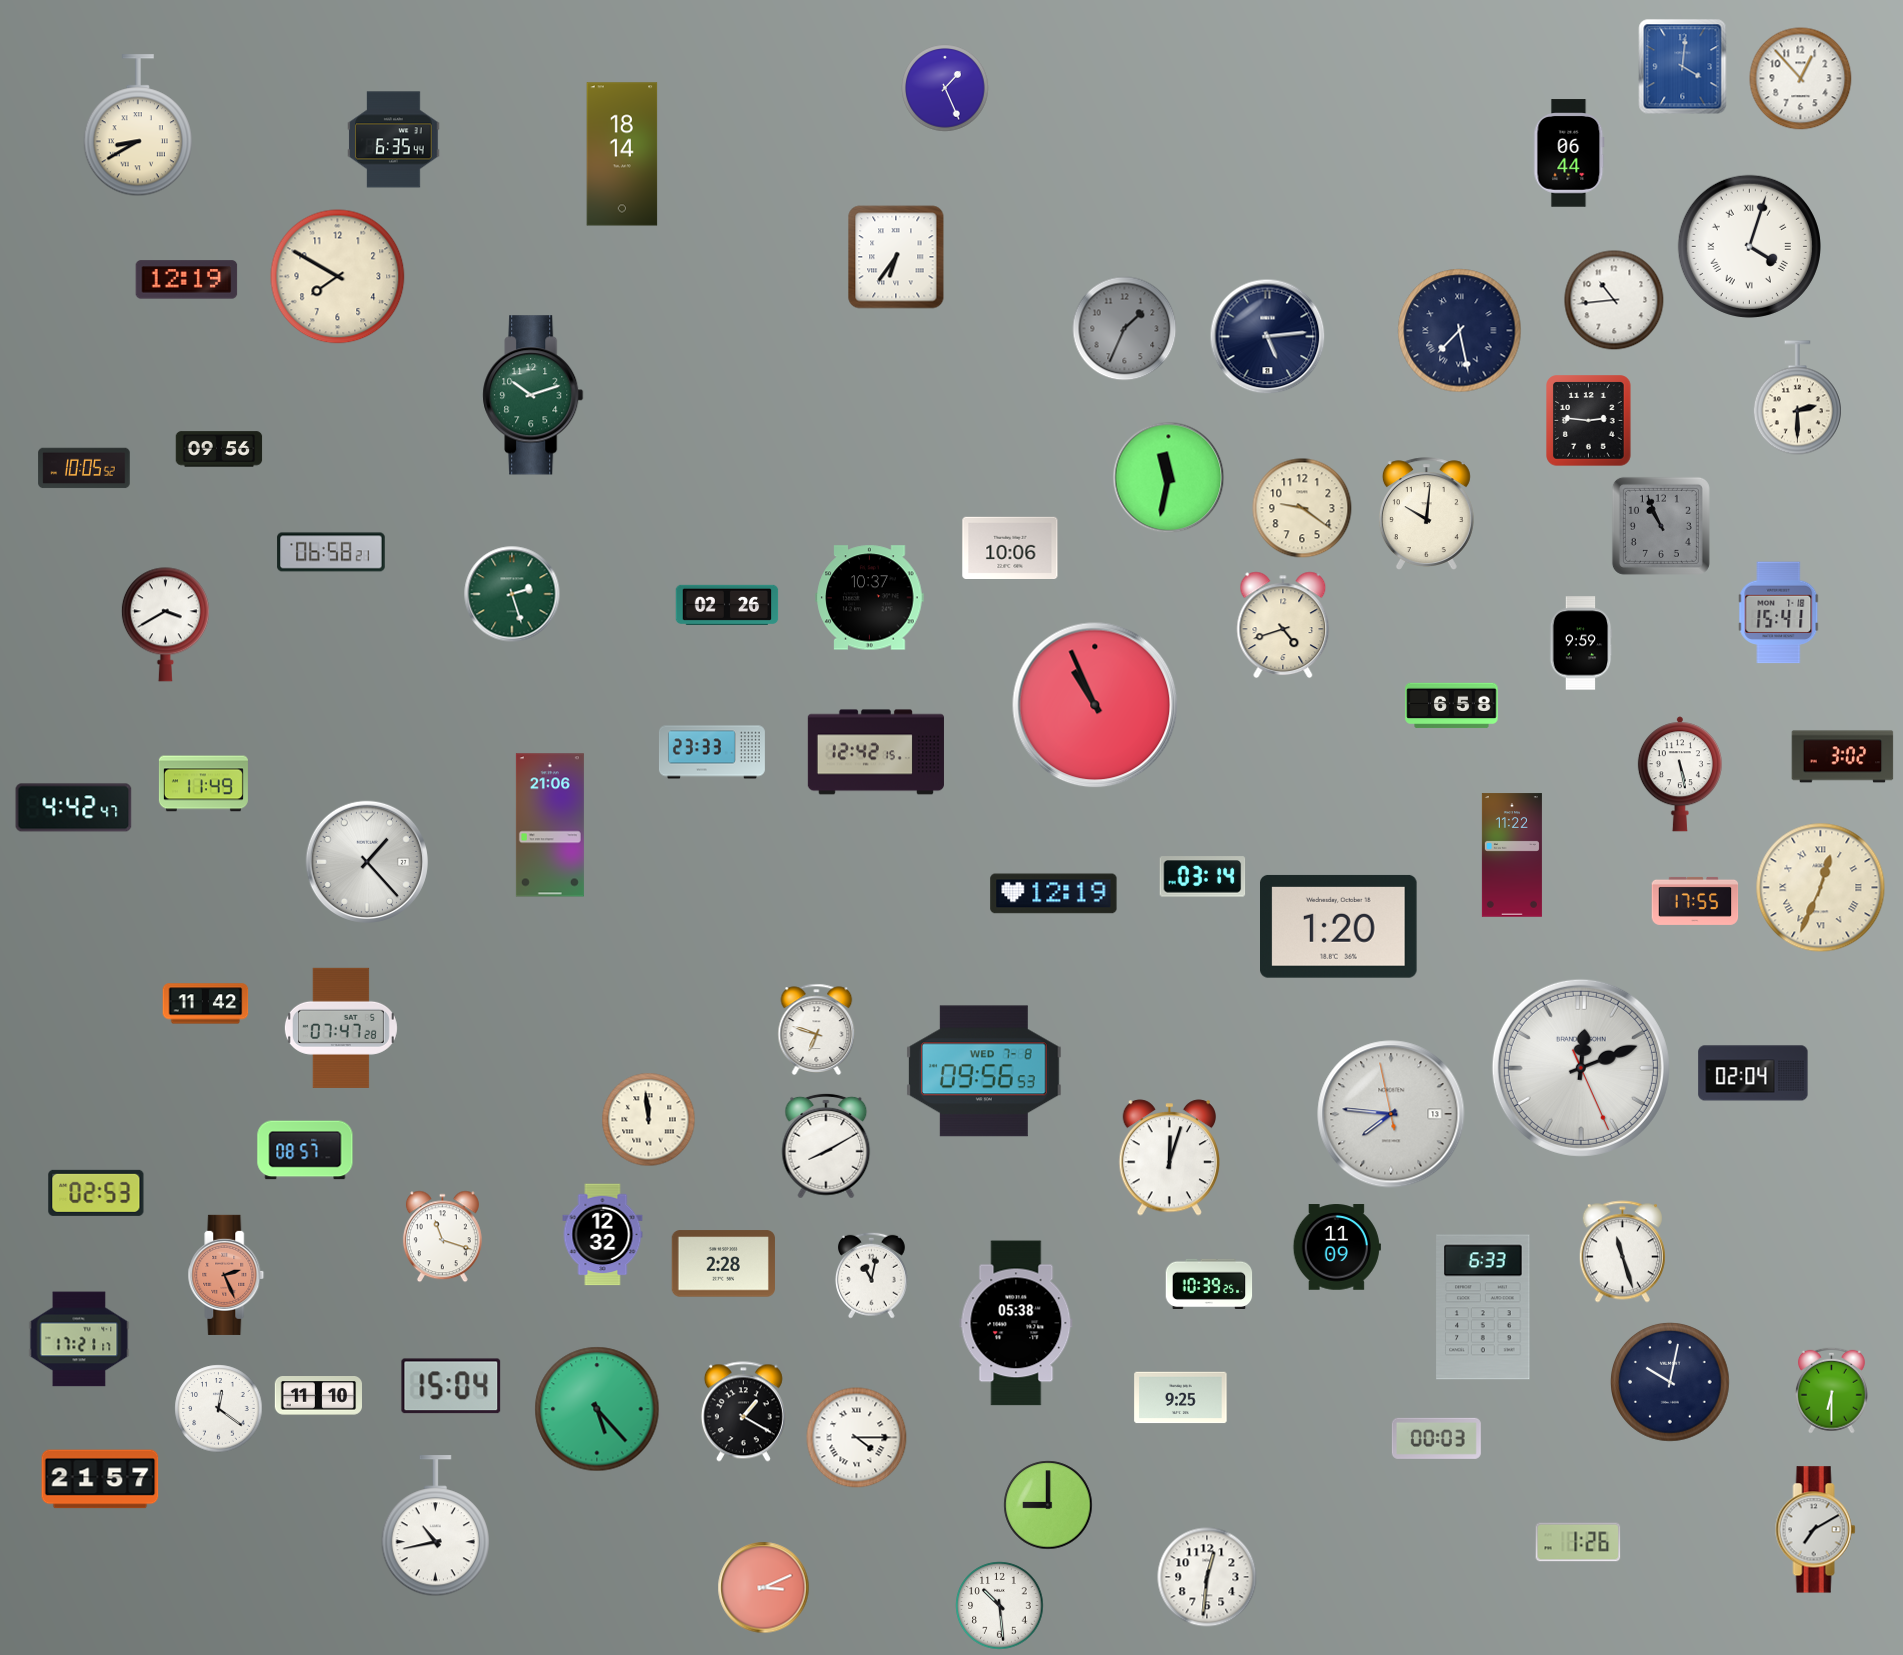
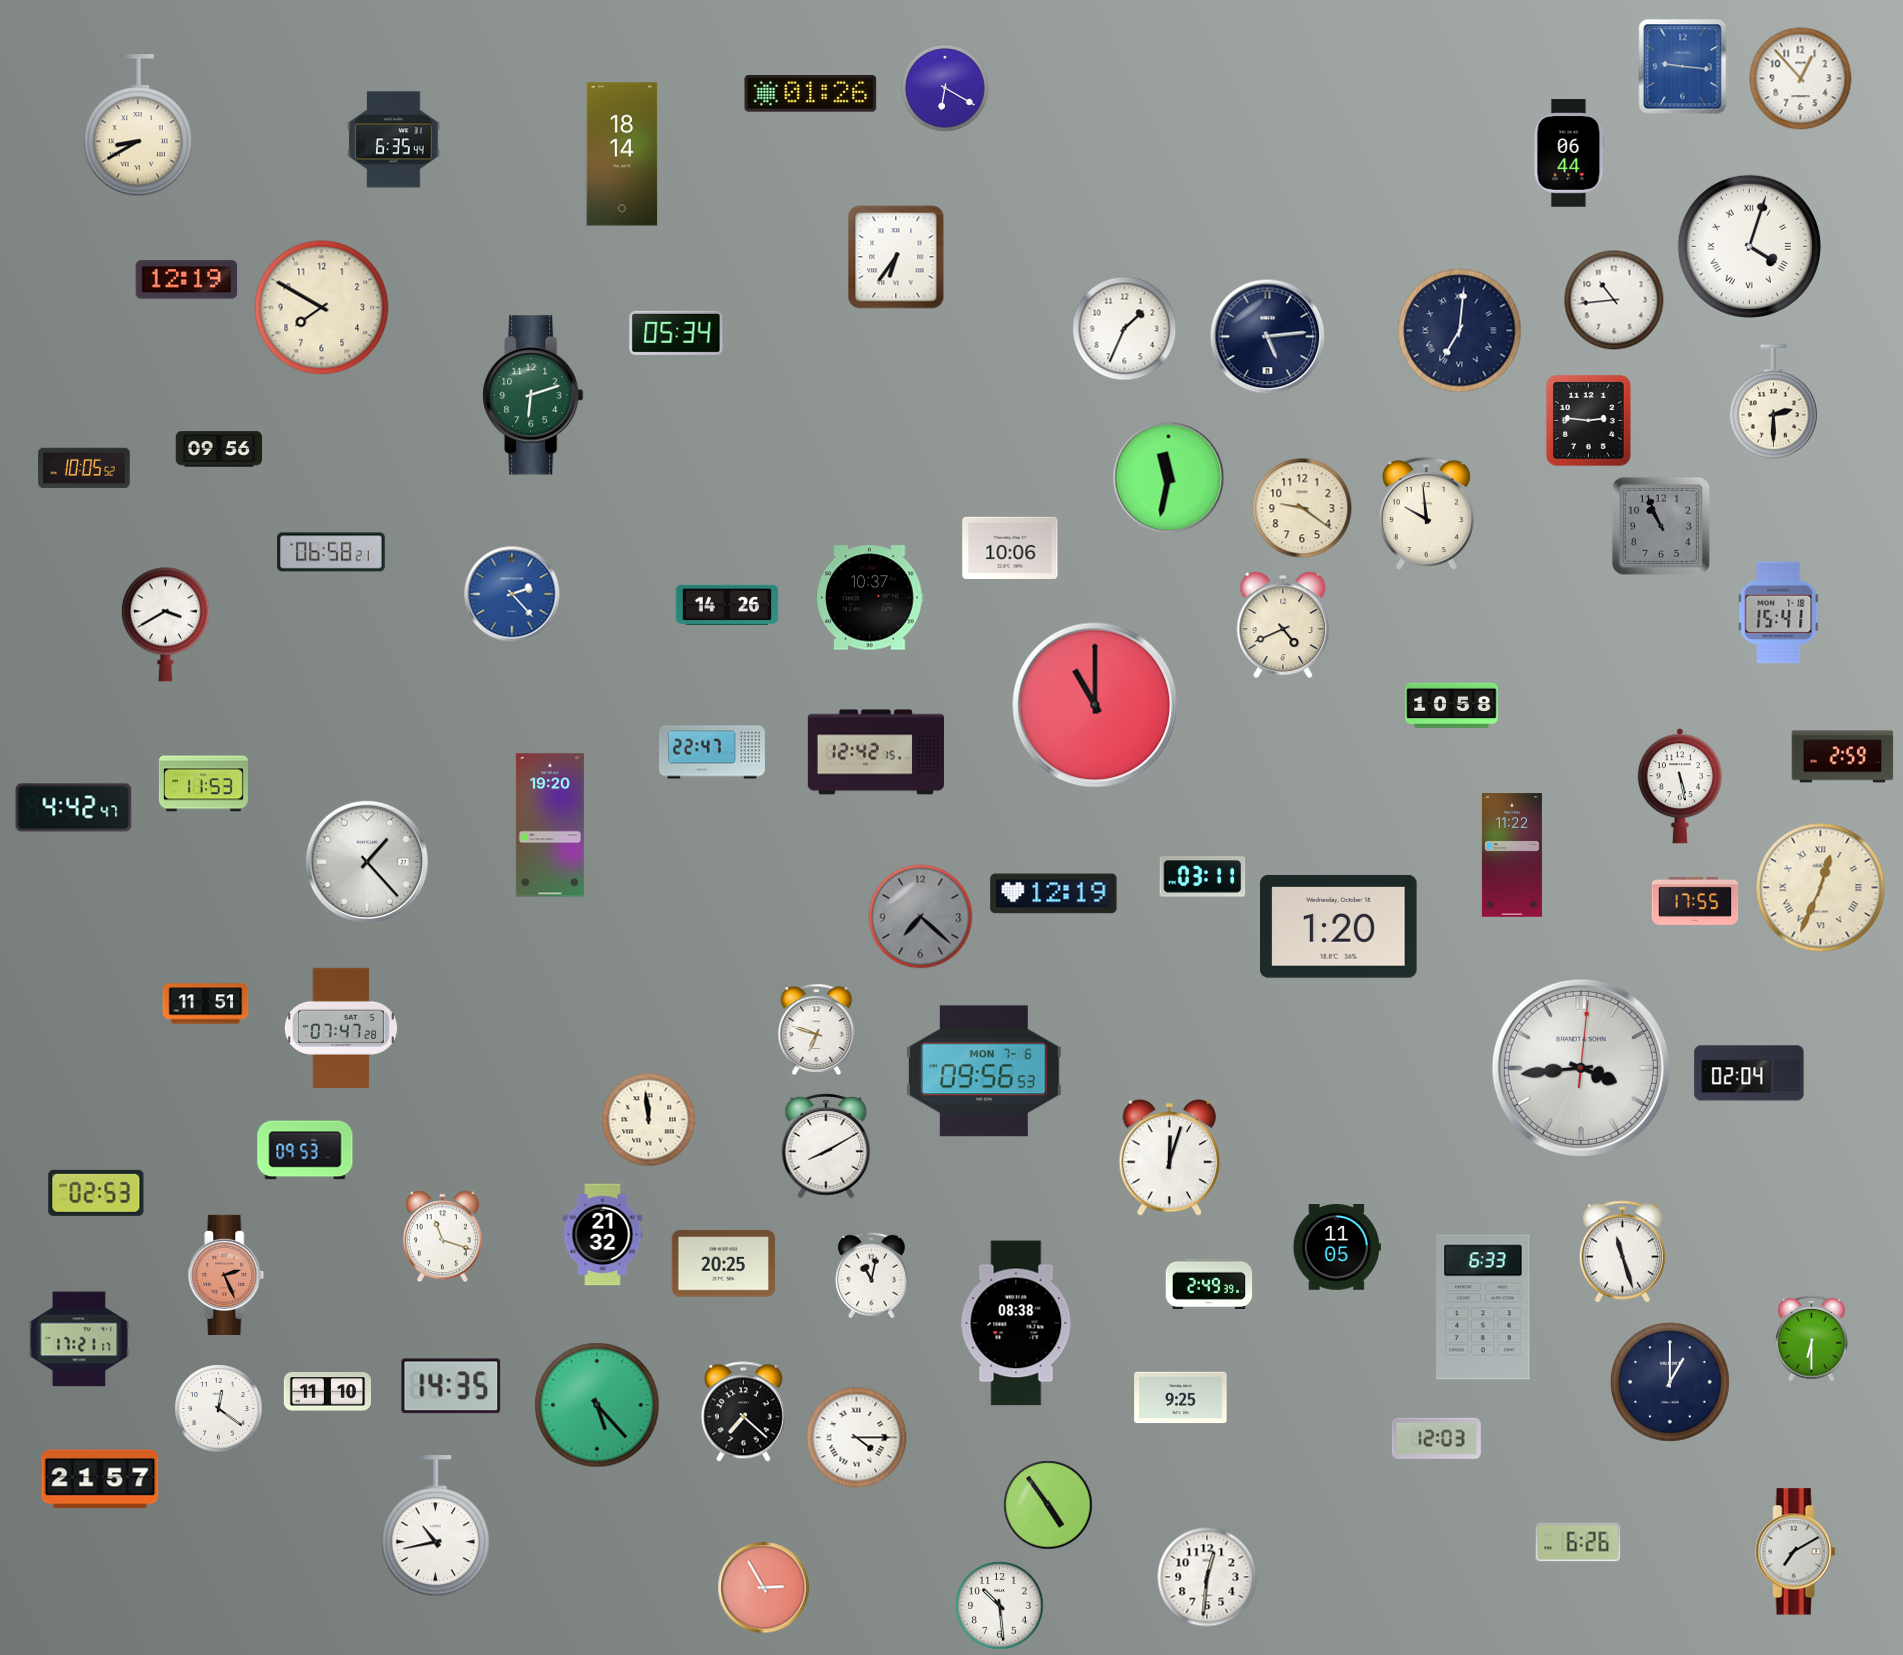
clock at (1683, 67): 4:01 -> 9:16
clock at (945, 88): 1:26 -> 6:20
clock at (811, 94): none -> 01:26
clock at (338, 277) position: (338, 277) -> (322, 308)
clock at (1125, 329) dial: grey -> white
clock at (1460, 331): 7:28 -> 7:01
clock at (676, 333): none -> 05:34
clock at (533, 395): 10:12 -> 6:12
clock at (1797, 398) position: (1797, 398) -> (1773, 402)
clock at (1426, 514): 10:01 -> 9:59
clock at (512, 594): 2:27 -> 2:23
clock at (512, 594) dial: green -> blue
clock at (727, 604): 02:26 -> 14:26
clock at (1283, 625): 4:42 -> 4:41
clock at (1581, 643): 9:59 -> none
clock at (1095, 705): 10:56 -> 11:00
clock at (1452, 706): 6:58 -> 10:58
clock at (712, 752): 23:33 -> 22:47
clock at (1843, 757): 3:02 -> 2:59
clock at (1680, 774) position: (1680, 774) -> (1680, 786)
clock at (203, 784): 11:49 -> 11:53
clock at (550, 825): 21:06 -> 19:20
clock at (1203, 877): 03:14 -> 03:11
clock at (921, 917): none -> 7:22
clock at (206, 1004): 11:42 -> 11:51
clock at (1581, 1068): 12:11 -> 3:44
clock at (984, 1071) date: WED 7-8 -> MON 7-6
clock at (1753, 1073) position: (1753, 1073) -> (1749, 1073)
clock at (1391, 1114): 7:45 -> none
clock at (305, 1150): 08:57 -> 09:53
clock at (603, 1235): 12:32 -> 21:32
clock at (1337, 1247): 11:09 -> 11:05
clock at (723, 1264): 2:28 -> 20:25
clock at (1209, 1284): 10:39 -> 2:49
clock at (1016, 1323): 05:38 -> 08:38
clock at (1670, 1382): 10:02 -> 1:00
clock at (451, 1386): 15:04 -> 14:35
clock at (1831, 1390) position: (1831, 1390) -> (1811, 1338)
clock at (318, 1396) position: (318, 1396) -> (327, 1392)
clock at (597, 1409) position: (597, 1409) -> (597, 1405)
clock at (743, 1412): 1:20 -> 7:22
clock at (1436, 1438): 00:03 -> 12:03
clock at (1048, 1505): 9:00 -> 4:54
clock at (1816, 1530) position: (1816, 1530) -> (1796, 1552)
clock at (1578, 1542): 1:26 -> 6:26
clock at (764, 1588): 3:11 -> 2:55
